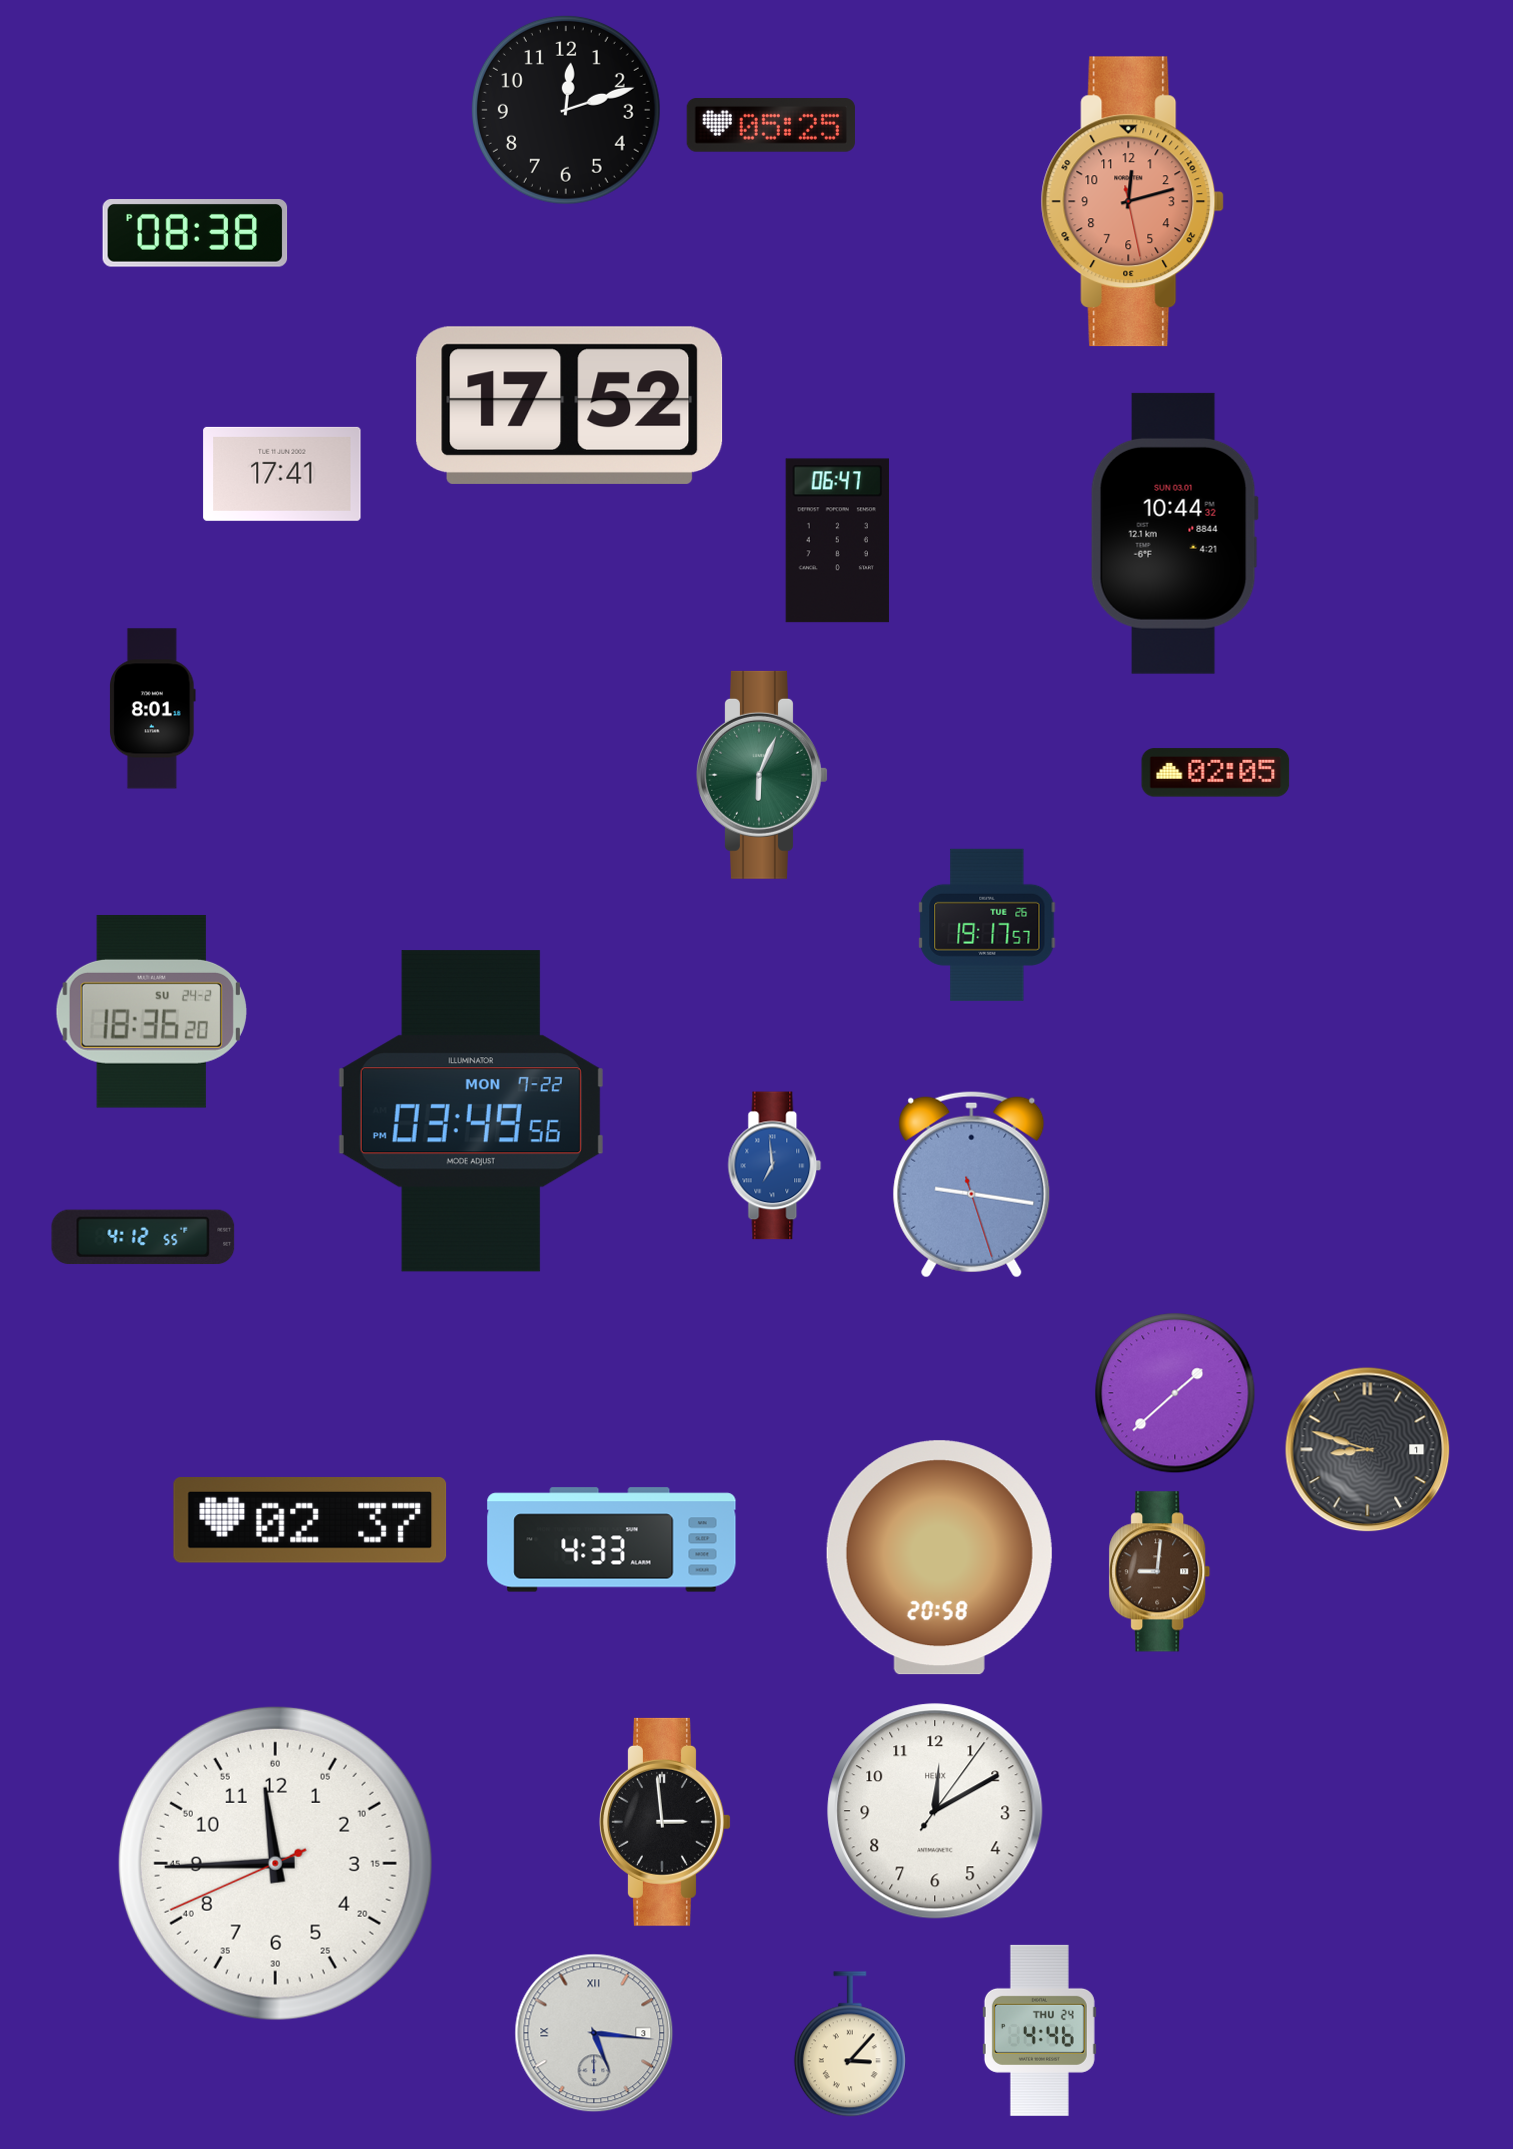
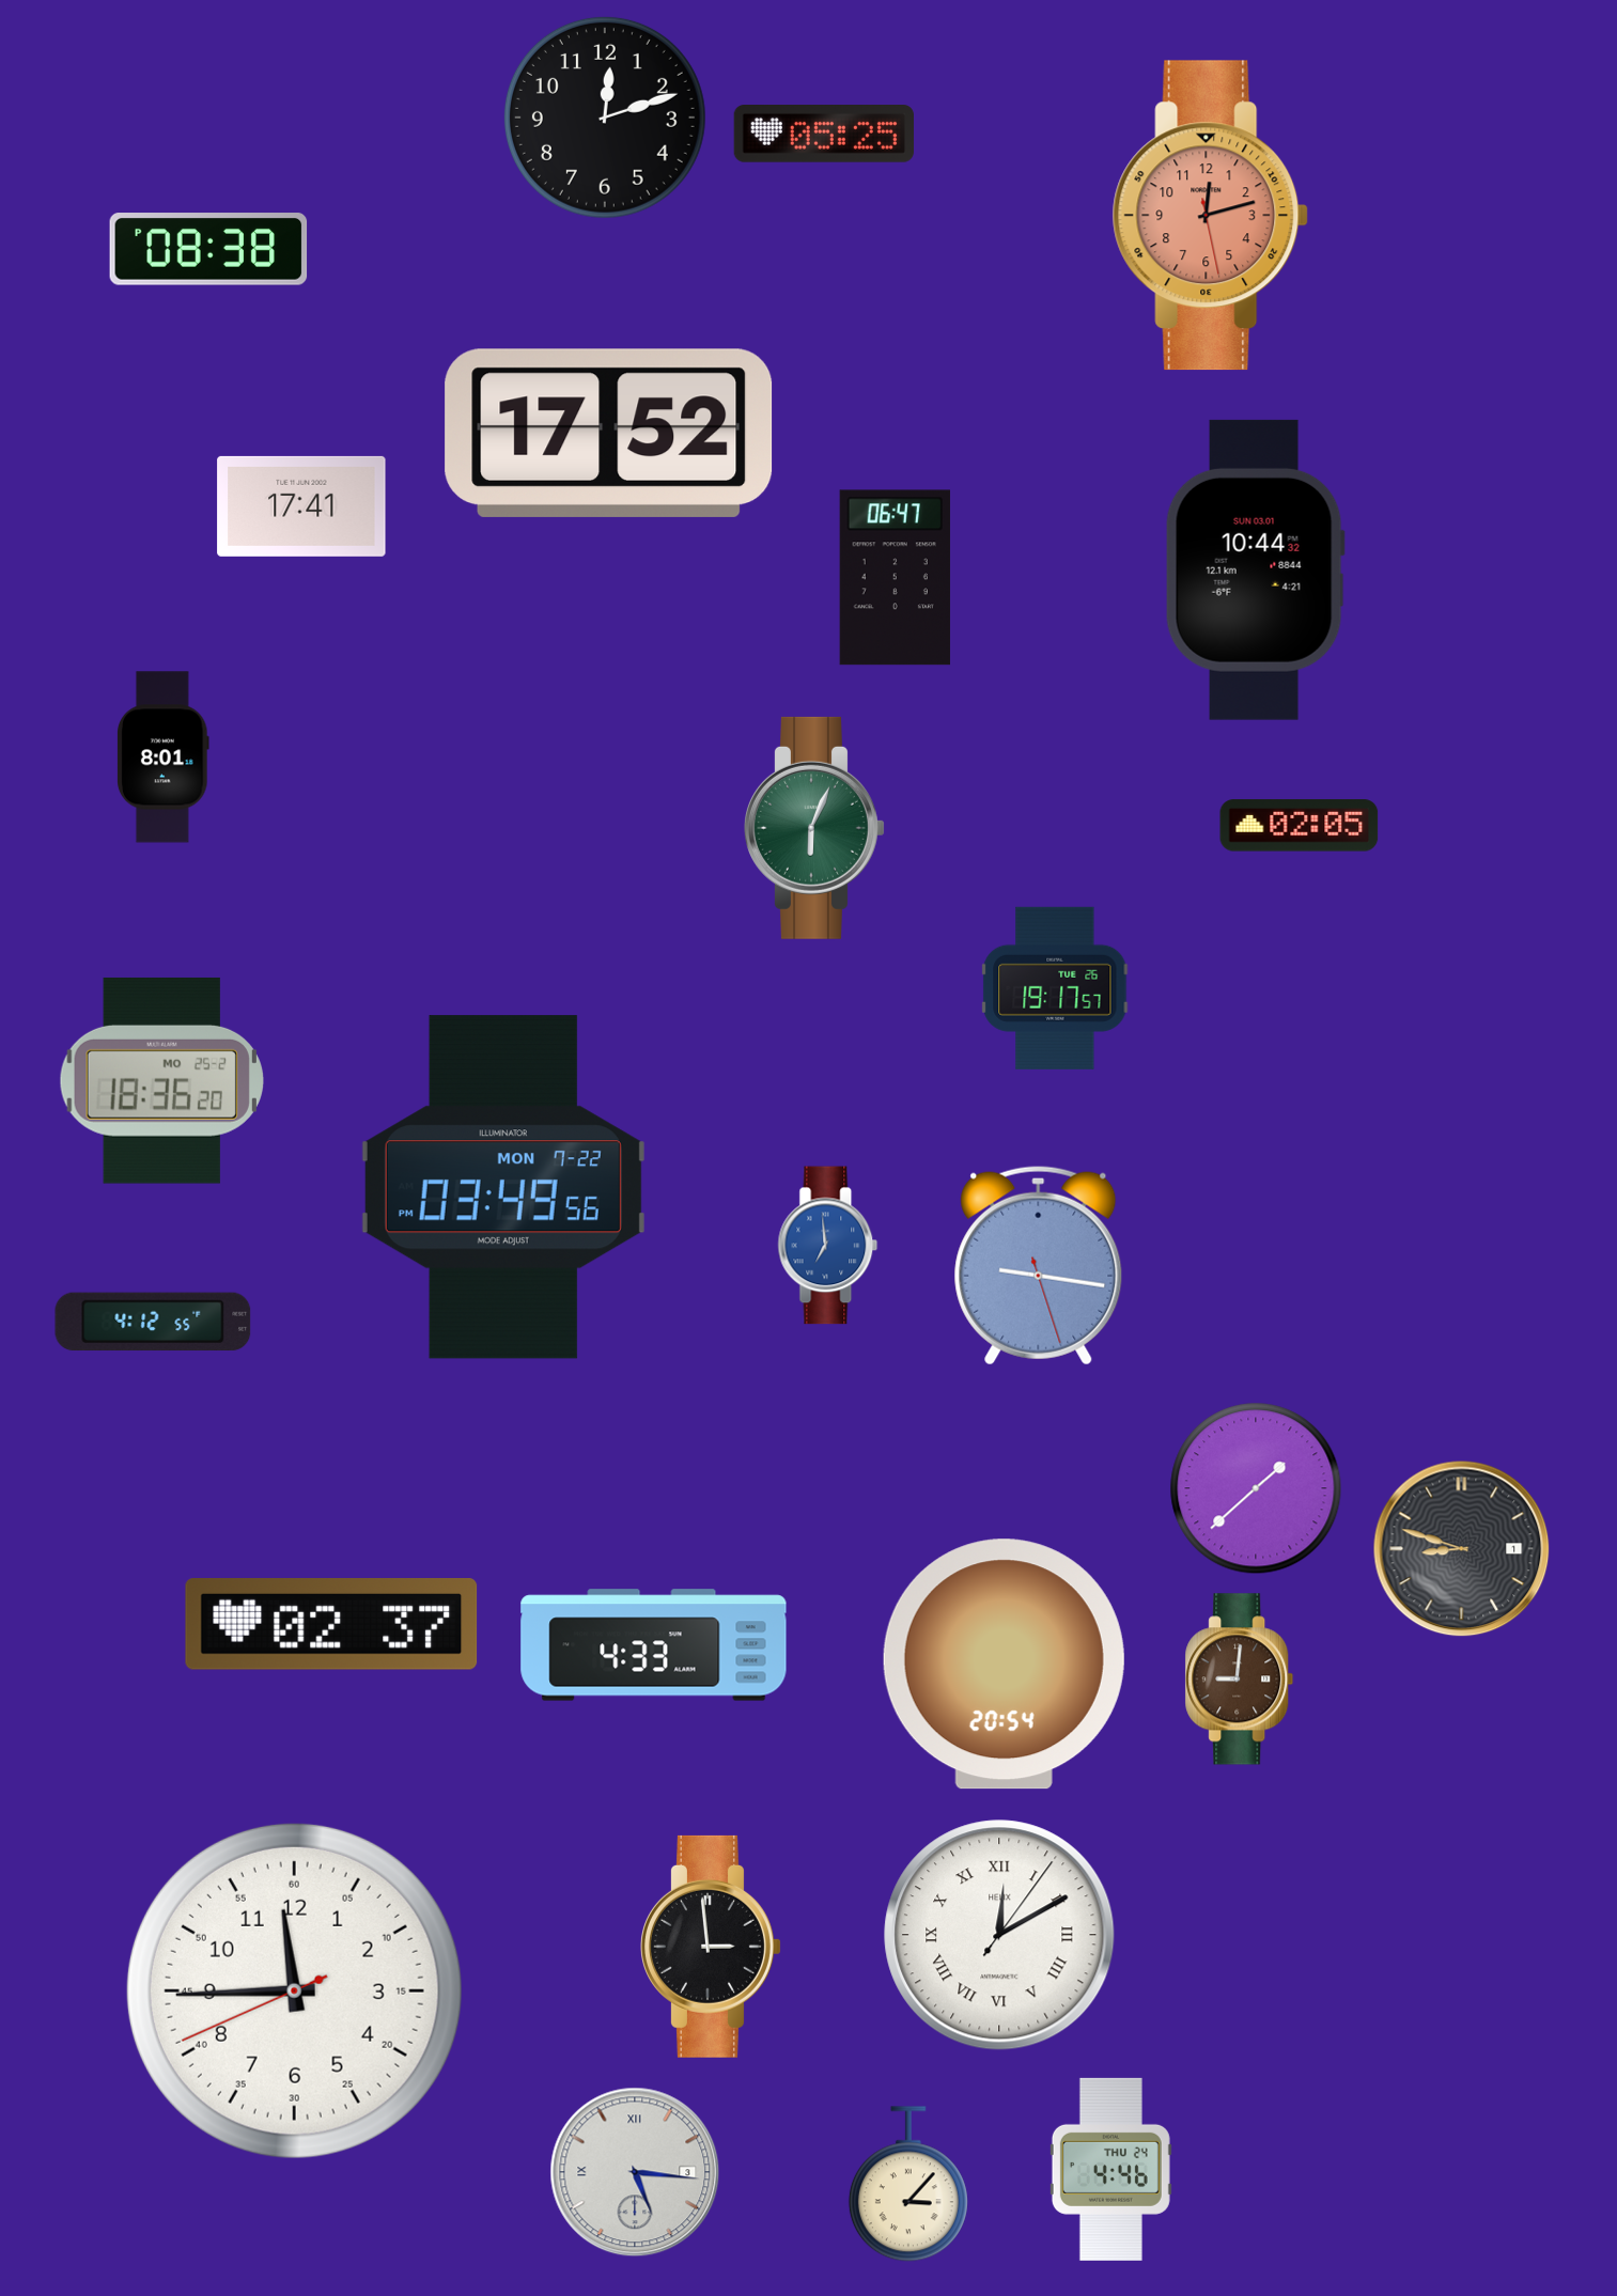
clock at (151, 1011) date: SU 24-2 -> MO 25-2
clock at (939, 1558): 20:58 -> 20:54
clock at (935, 1811) numerals: Arabic -> Roman
